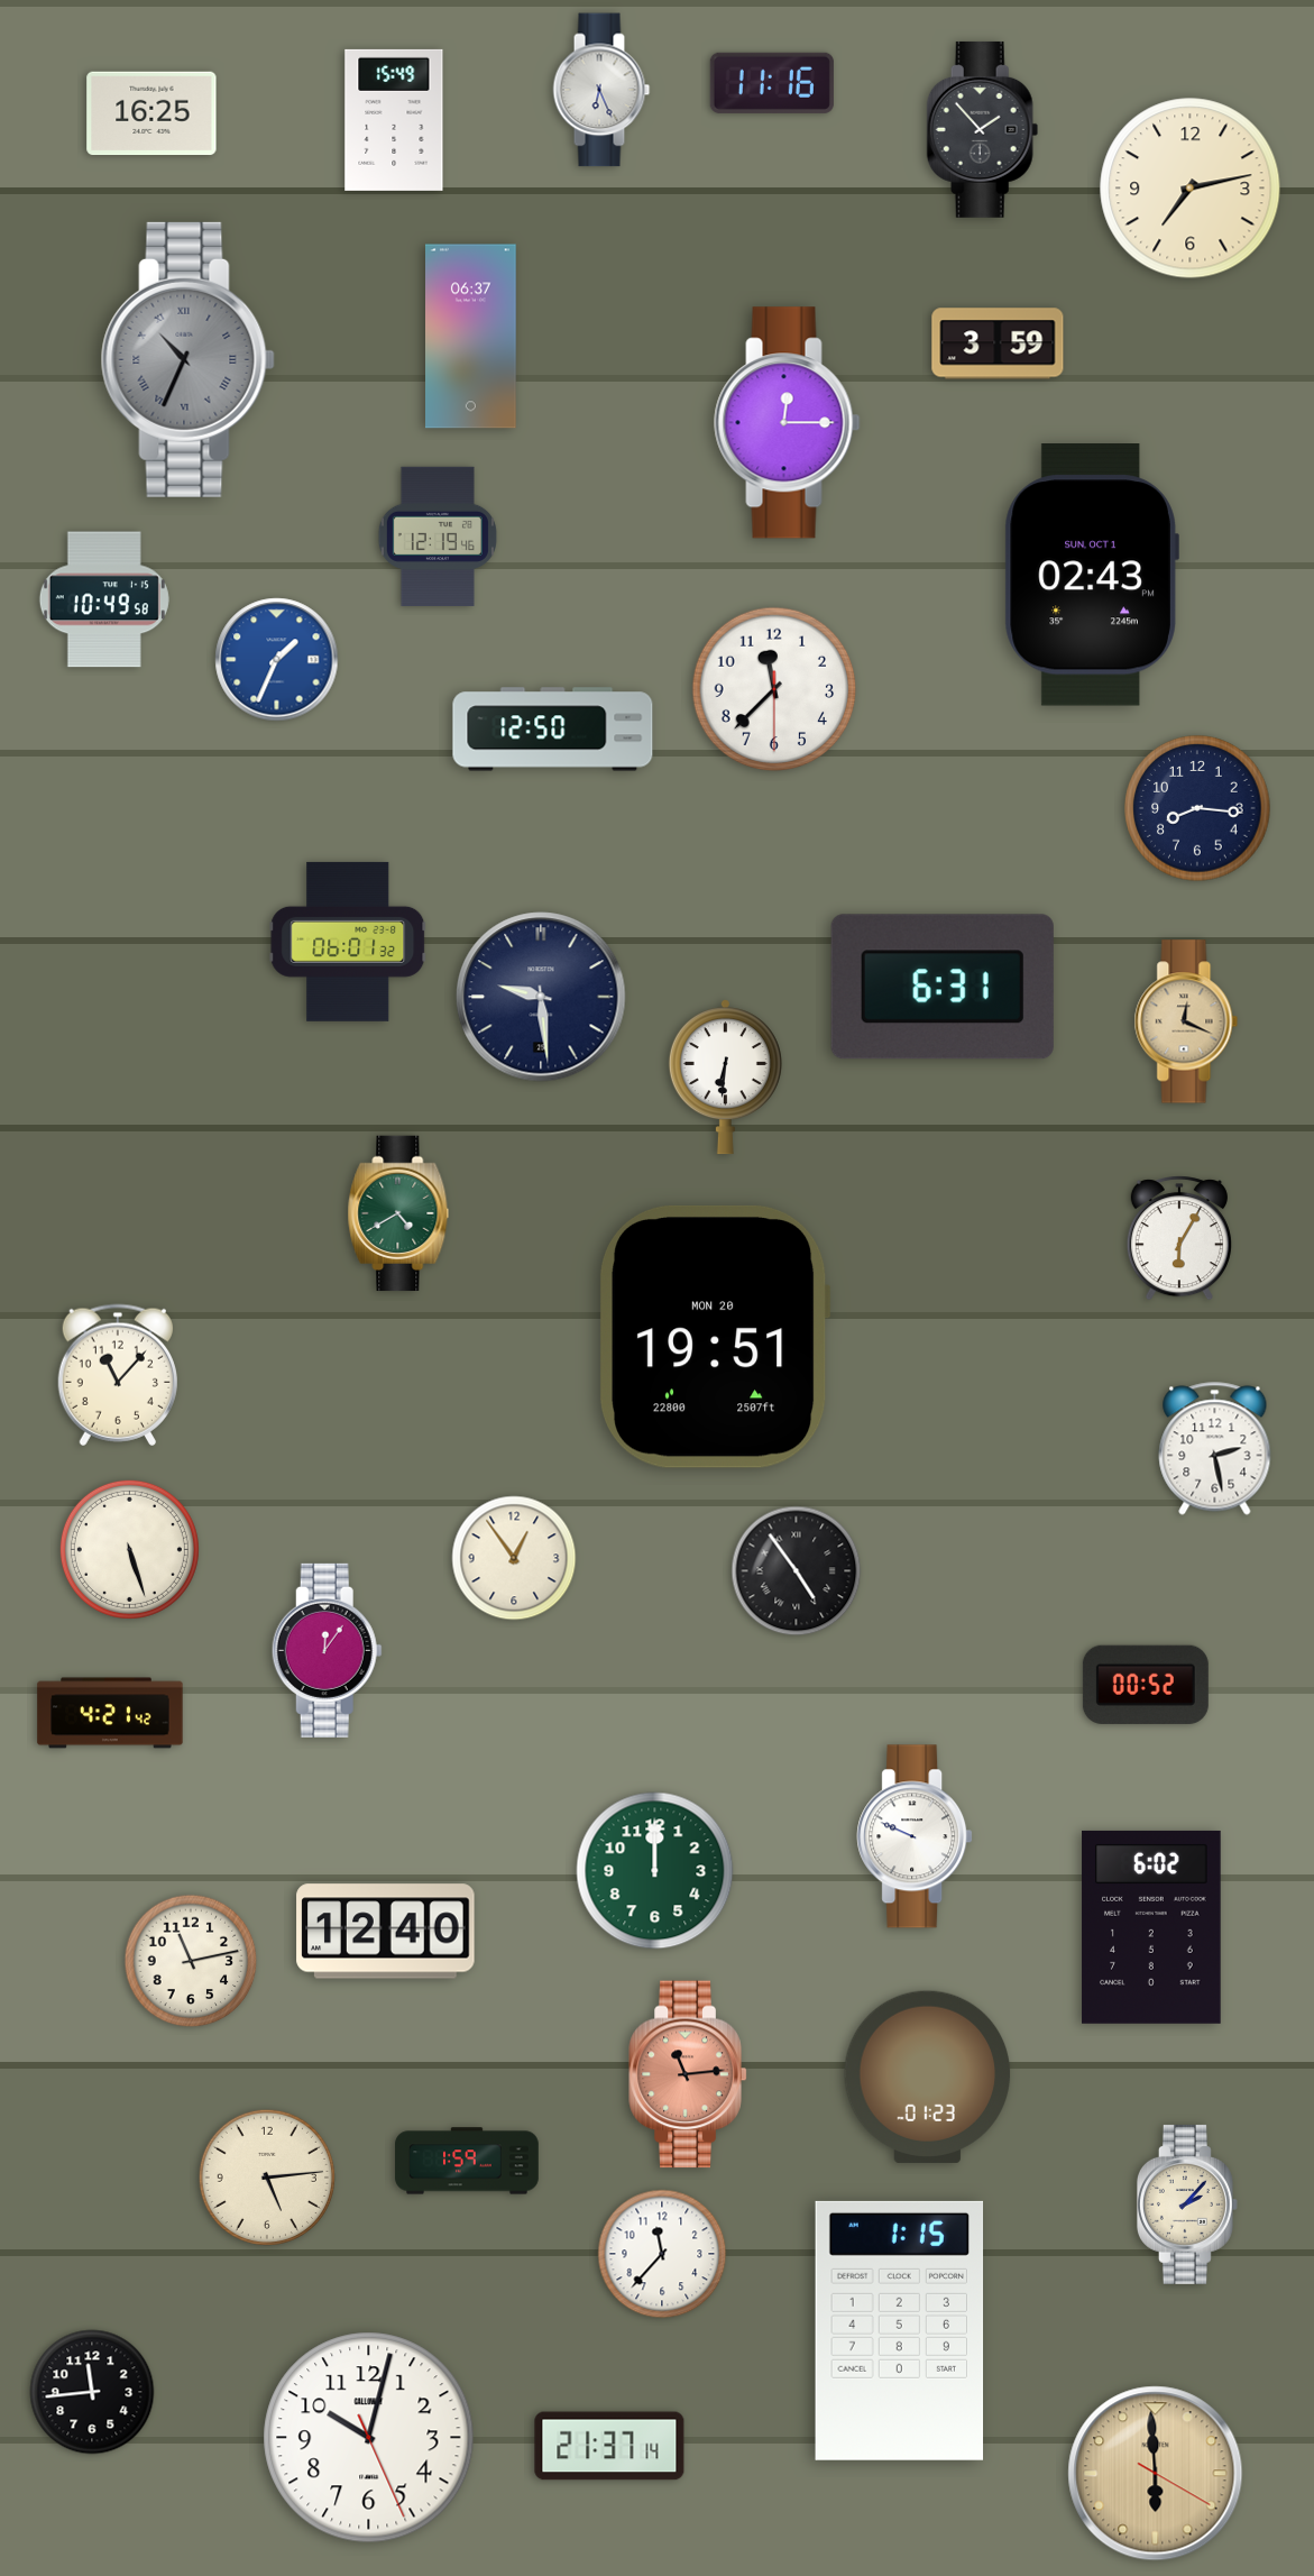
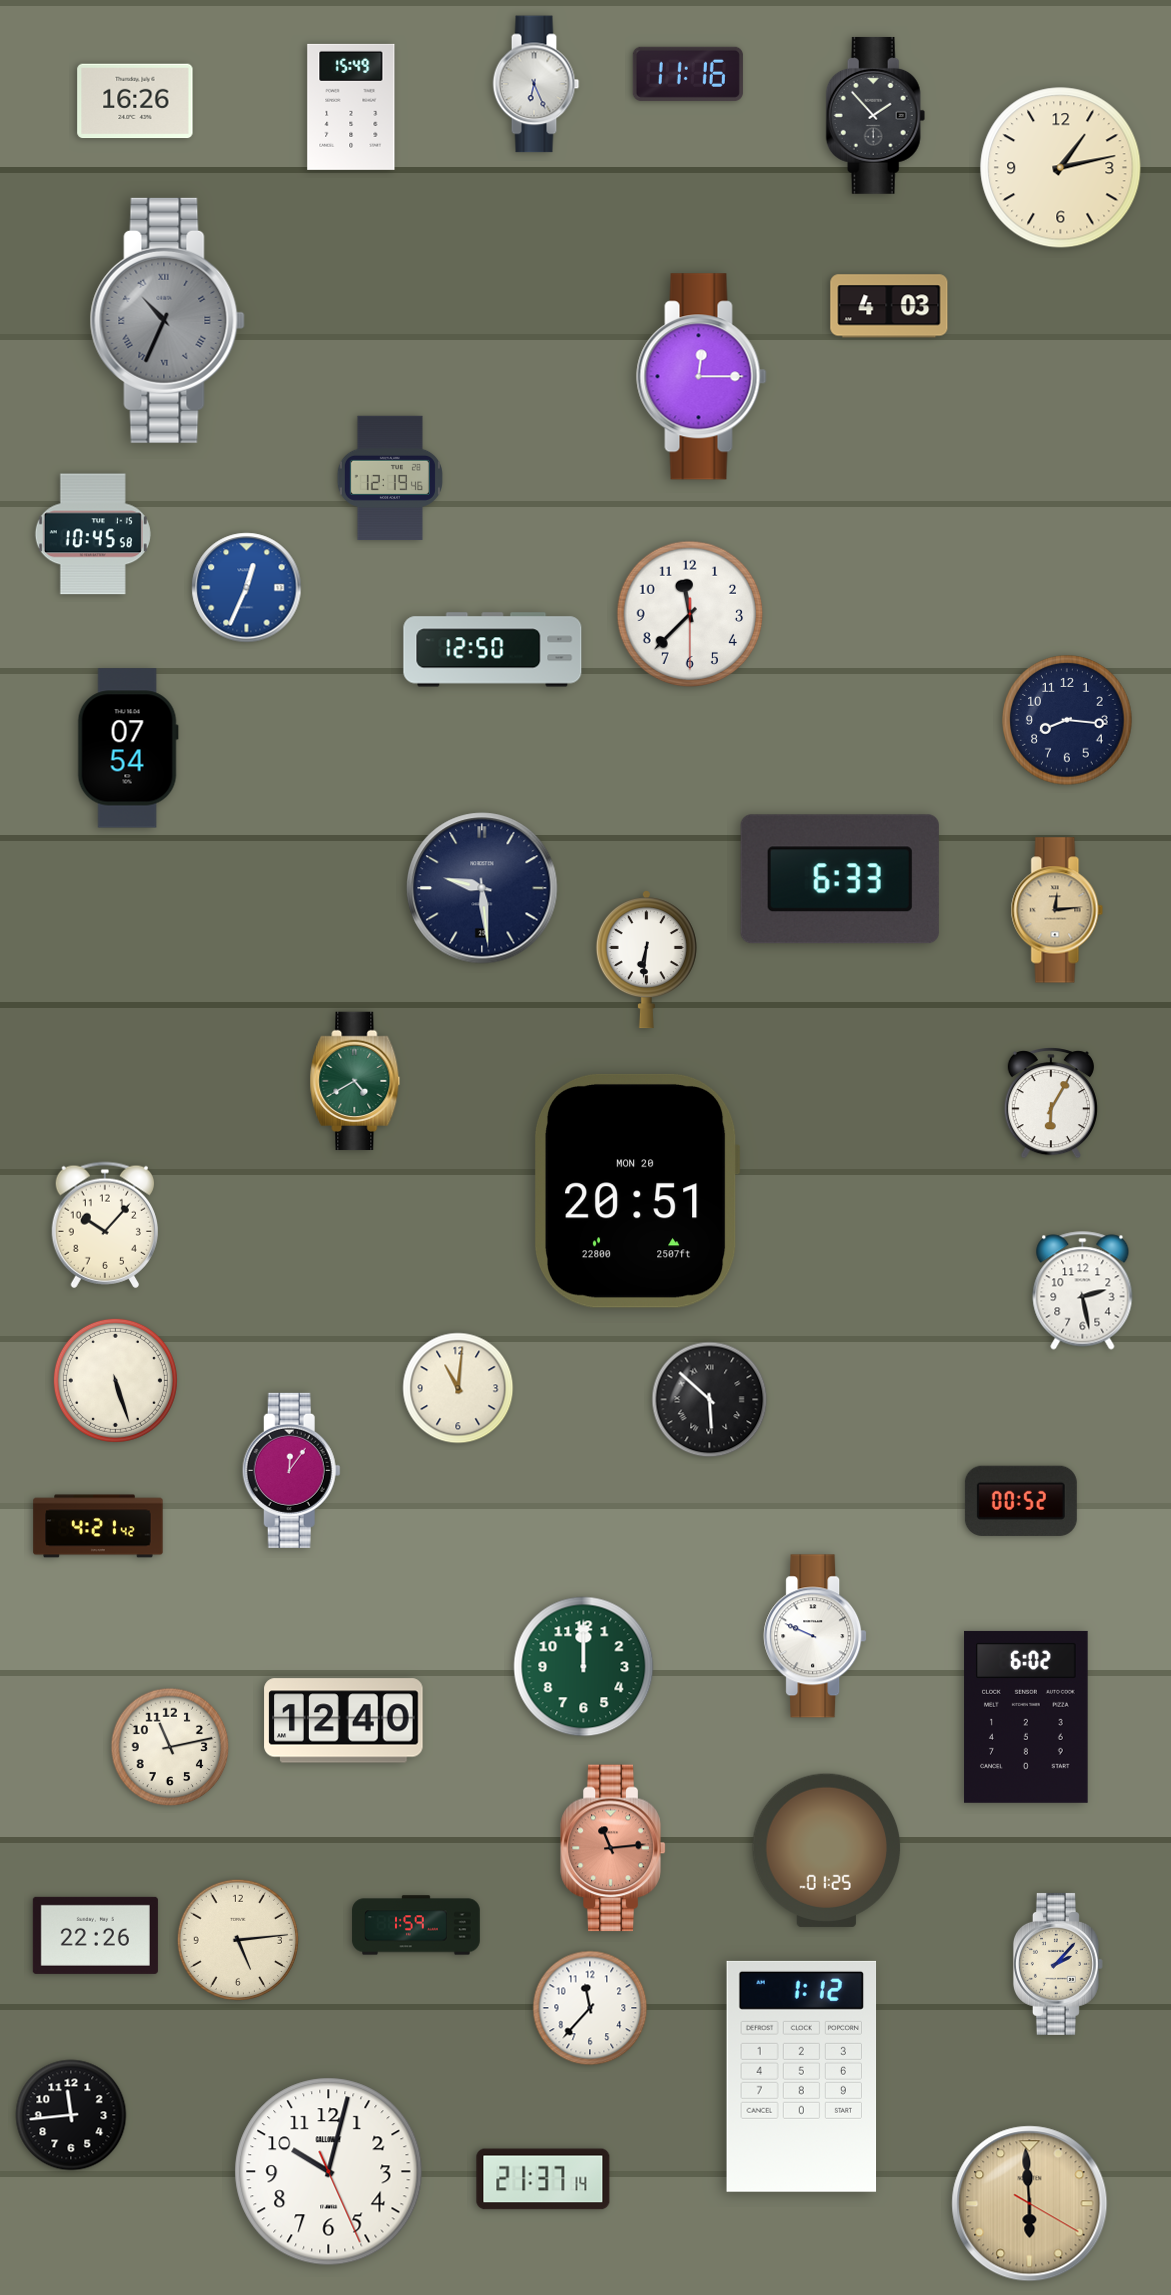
clock at (601, 90) position: (601, 90) -> (536, 84)
clock at (151, 113): 16:25 -> 16:26
clock at (1191, 189): 7:13 -> 1:13
clock at (471, 337): 06:37 -> none
clock at (998, 343): 3:59 -> 4:03
clock at (1092, 575): 02:43 -> none
clock at (104, 599): 10:49 -> 10:45
clock at (277, 660): 1:34 -> 12:34
clock at (128, 748): none -> 07:54
clock at (348, 942): 06:01 -> none
clock at (943, 987): 6:31 -> 6:33
clock at (1186, 1021): 12:19 -> 12:14
clock at (716, 1337): 19:51 -> 20:51
clock at (117, 1375): 11:07 -> 10:07
clock at (514, 1558): 12:54 -> 11:01
clock at (797, 1571): 4:54 -> 5:52
clock at (928, 2077): 01:23 -> 01:25
clock at (95, 1935): none -> 22:26
clock at (900, 2330): 1:15 -> 1:12
clock at (92, 2392) position: (92, 2392) -> (71, 2115)
